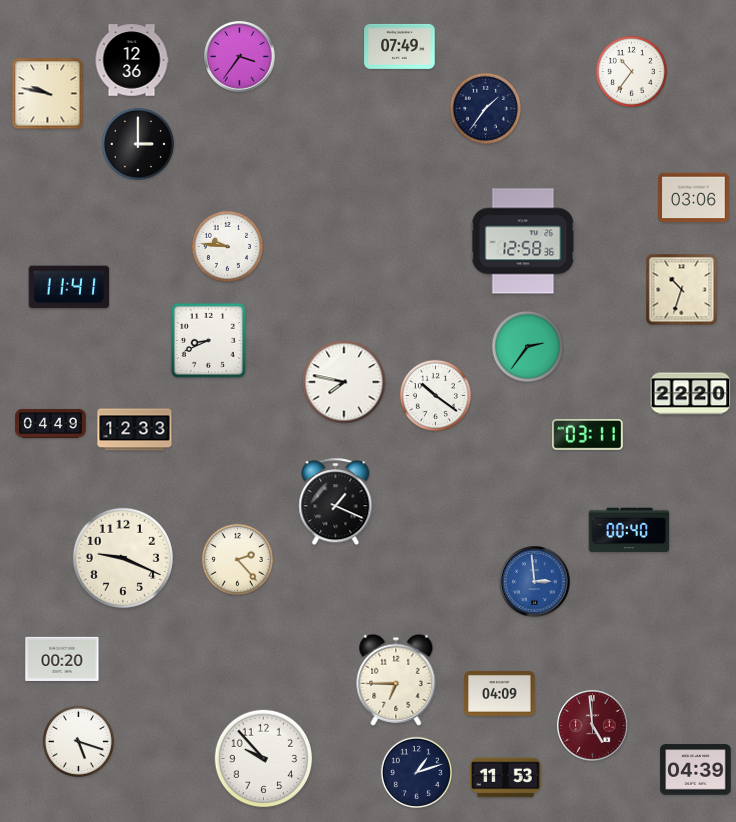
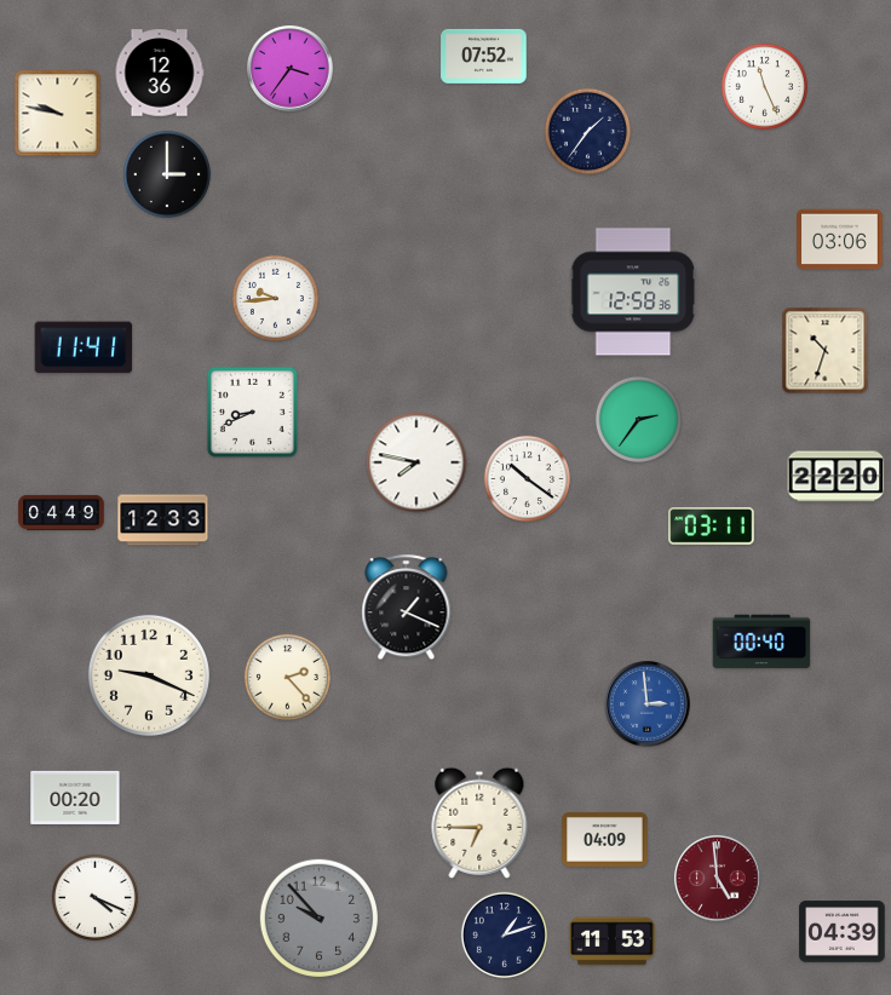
clock at (400, 46): 07:49 -> 07:52
clock at (631, 71): 10:36 -> 11:26
clock at (227, 246): 9:46 -> 9:44
clock at (78, 741): 5:18 -> 4:19
clock at (264, 759) dial: white -> grey
